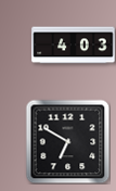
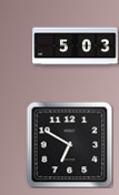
clock at (74, 46): 4:03 -> 5:03
